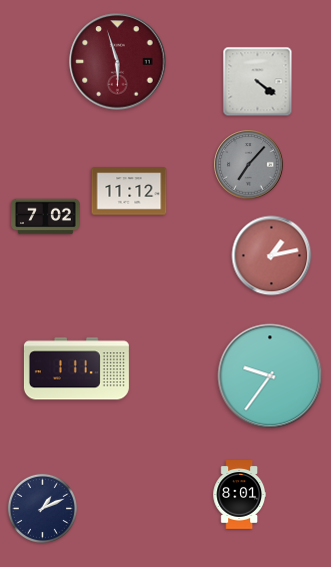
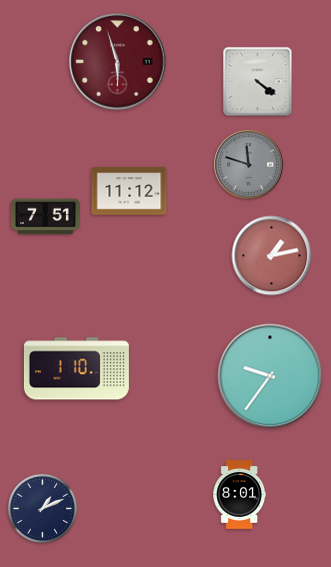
clock at (249, 165): 7:07 -> 11:48
clock at (46, 217): 7:02 -> 7:51
clock at (76, 369): 1:11 -> 1:10
